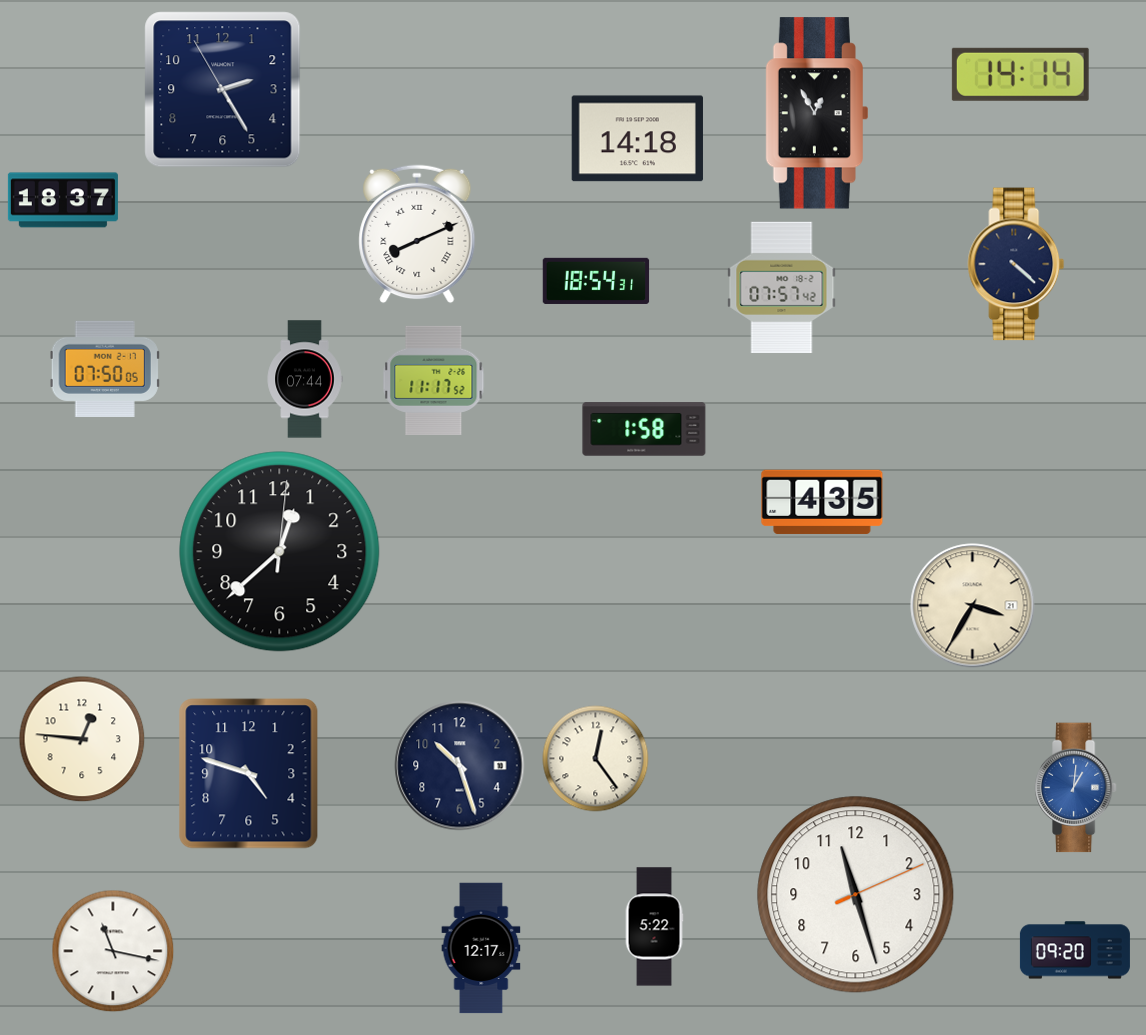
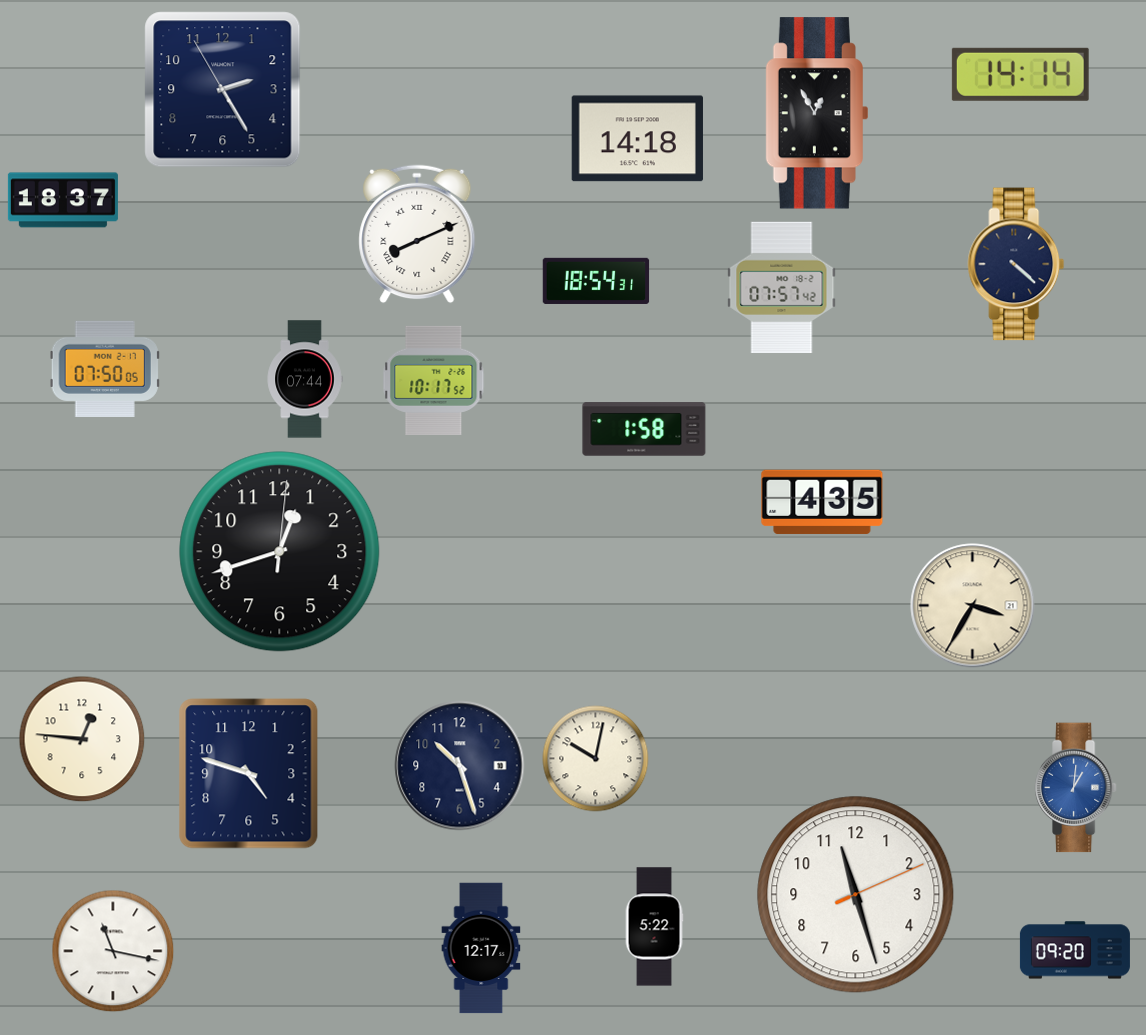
clock at (434, 380): 11:17 -> 10:17
clock at (280, 552): 12:38 -> 12:42
clock at (596, 759): 12:24 -> 10:02
